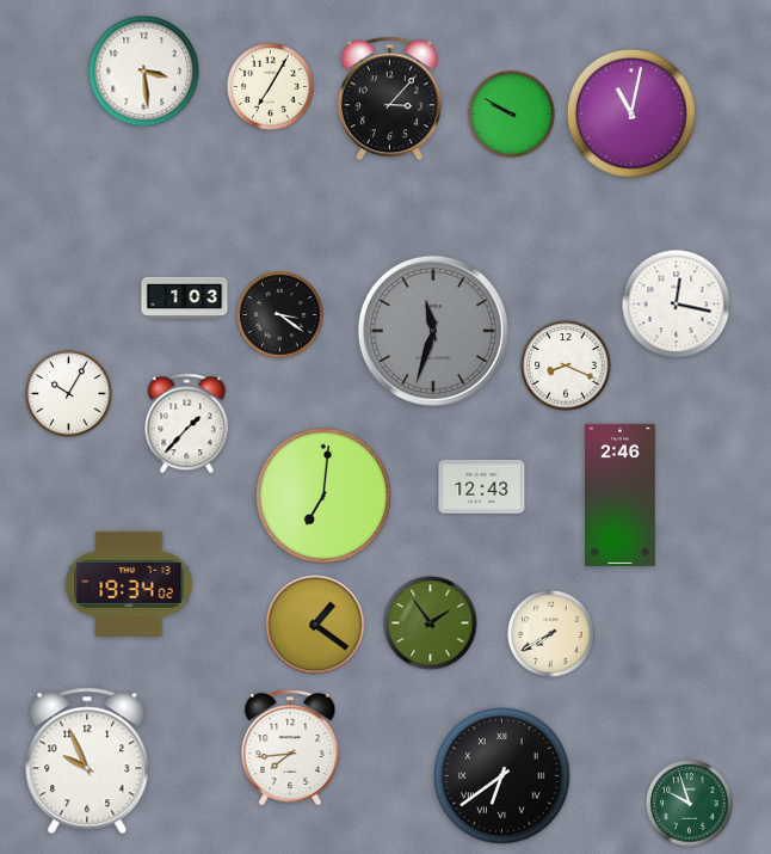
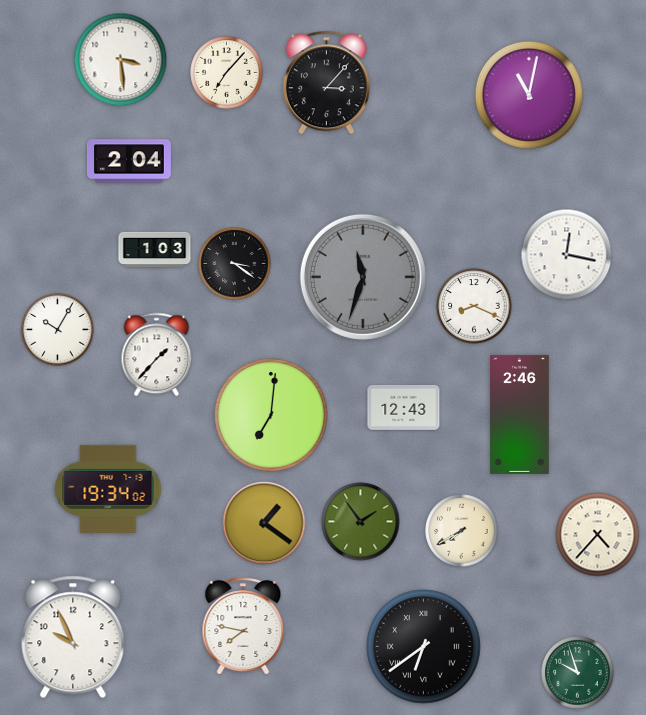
clock at (271, 87): 7:05 -> 7:07
clock at (512, 115): 9:50 -> none
clock at (129, 161): none -> 2:04
clock at (598, 535): none -> 4:37
clock at (290, 748): 7:44 -> 7:47
clock at (502, 776) position: (502, 776) -> (424, 647)
